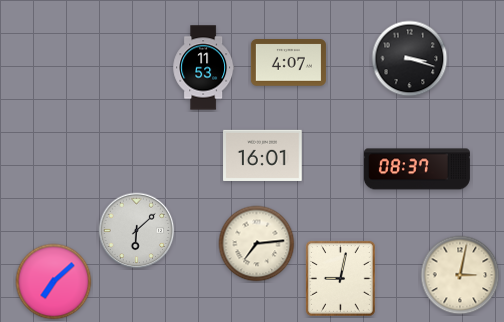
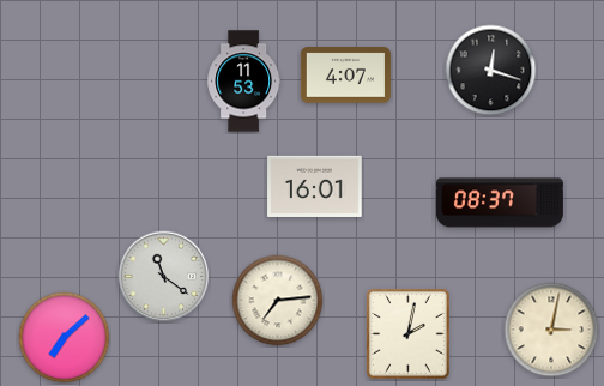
clock at (410, 59): 3:18 -> 12:18
clock at (137, 231): 6:08 -> 11:21
clock at (257, 244) position: (257, 244) -> (278, 301)
clock at (341, 279): 9:02 -> 2:02
